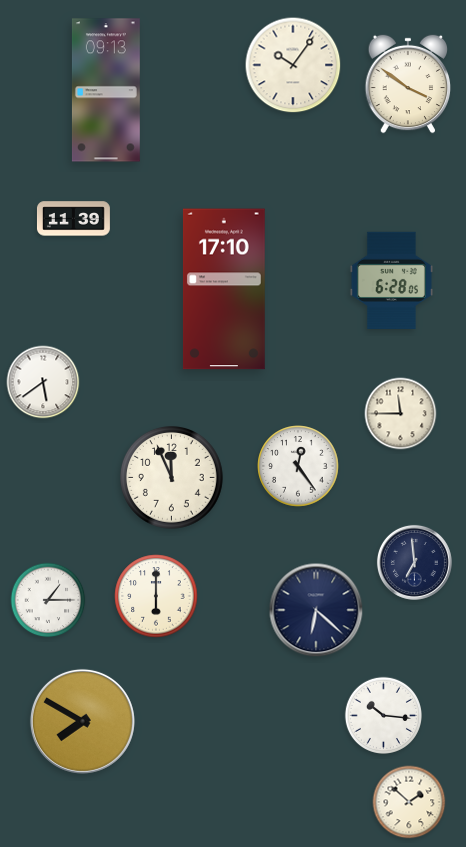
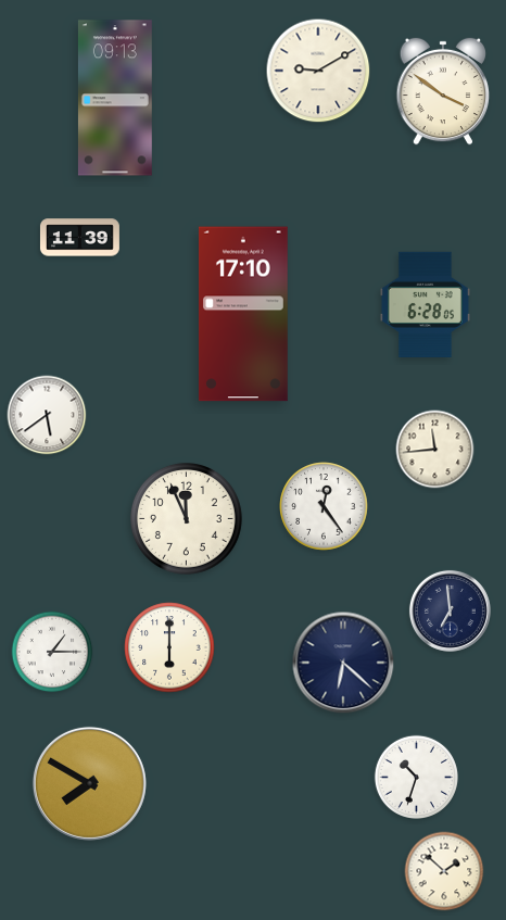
clock at (293, 65): 10:06 -> 9:10
clock at (401, 414): 11:45 -> 11:44
clock at (383, 715): 10:16 -> 10:33
